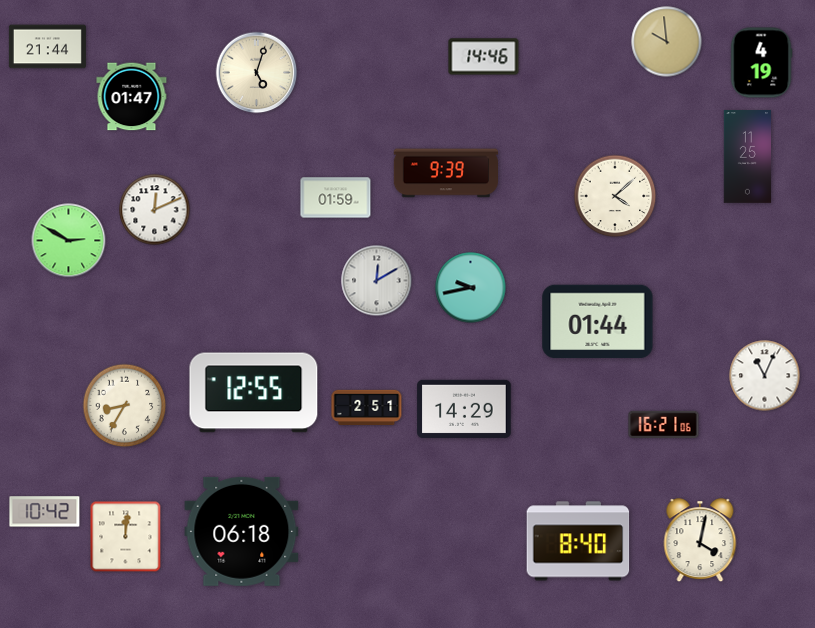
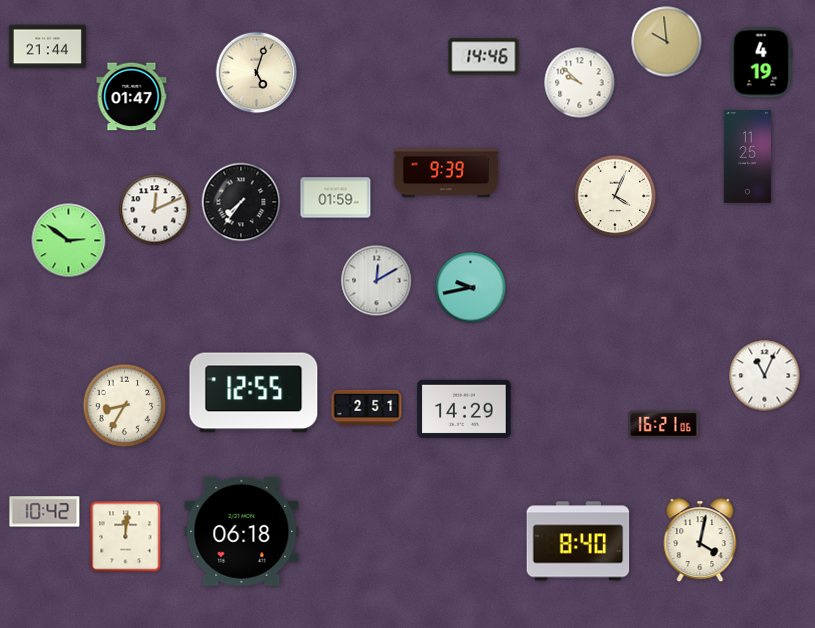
clock at (580, 83): none -> 9:52
clock at (615, 196): 4:08 -> 4:04
clock at (241, 202): none -> 7:36
clock at (69, 241): 2:50 -> 2:51
clock at (598, 322): 01:44 -> none
